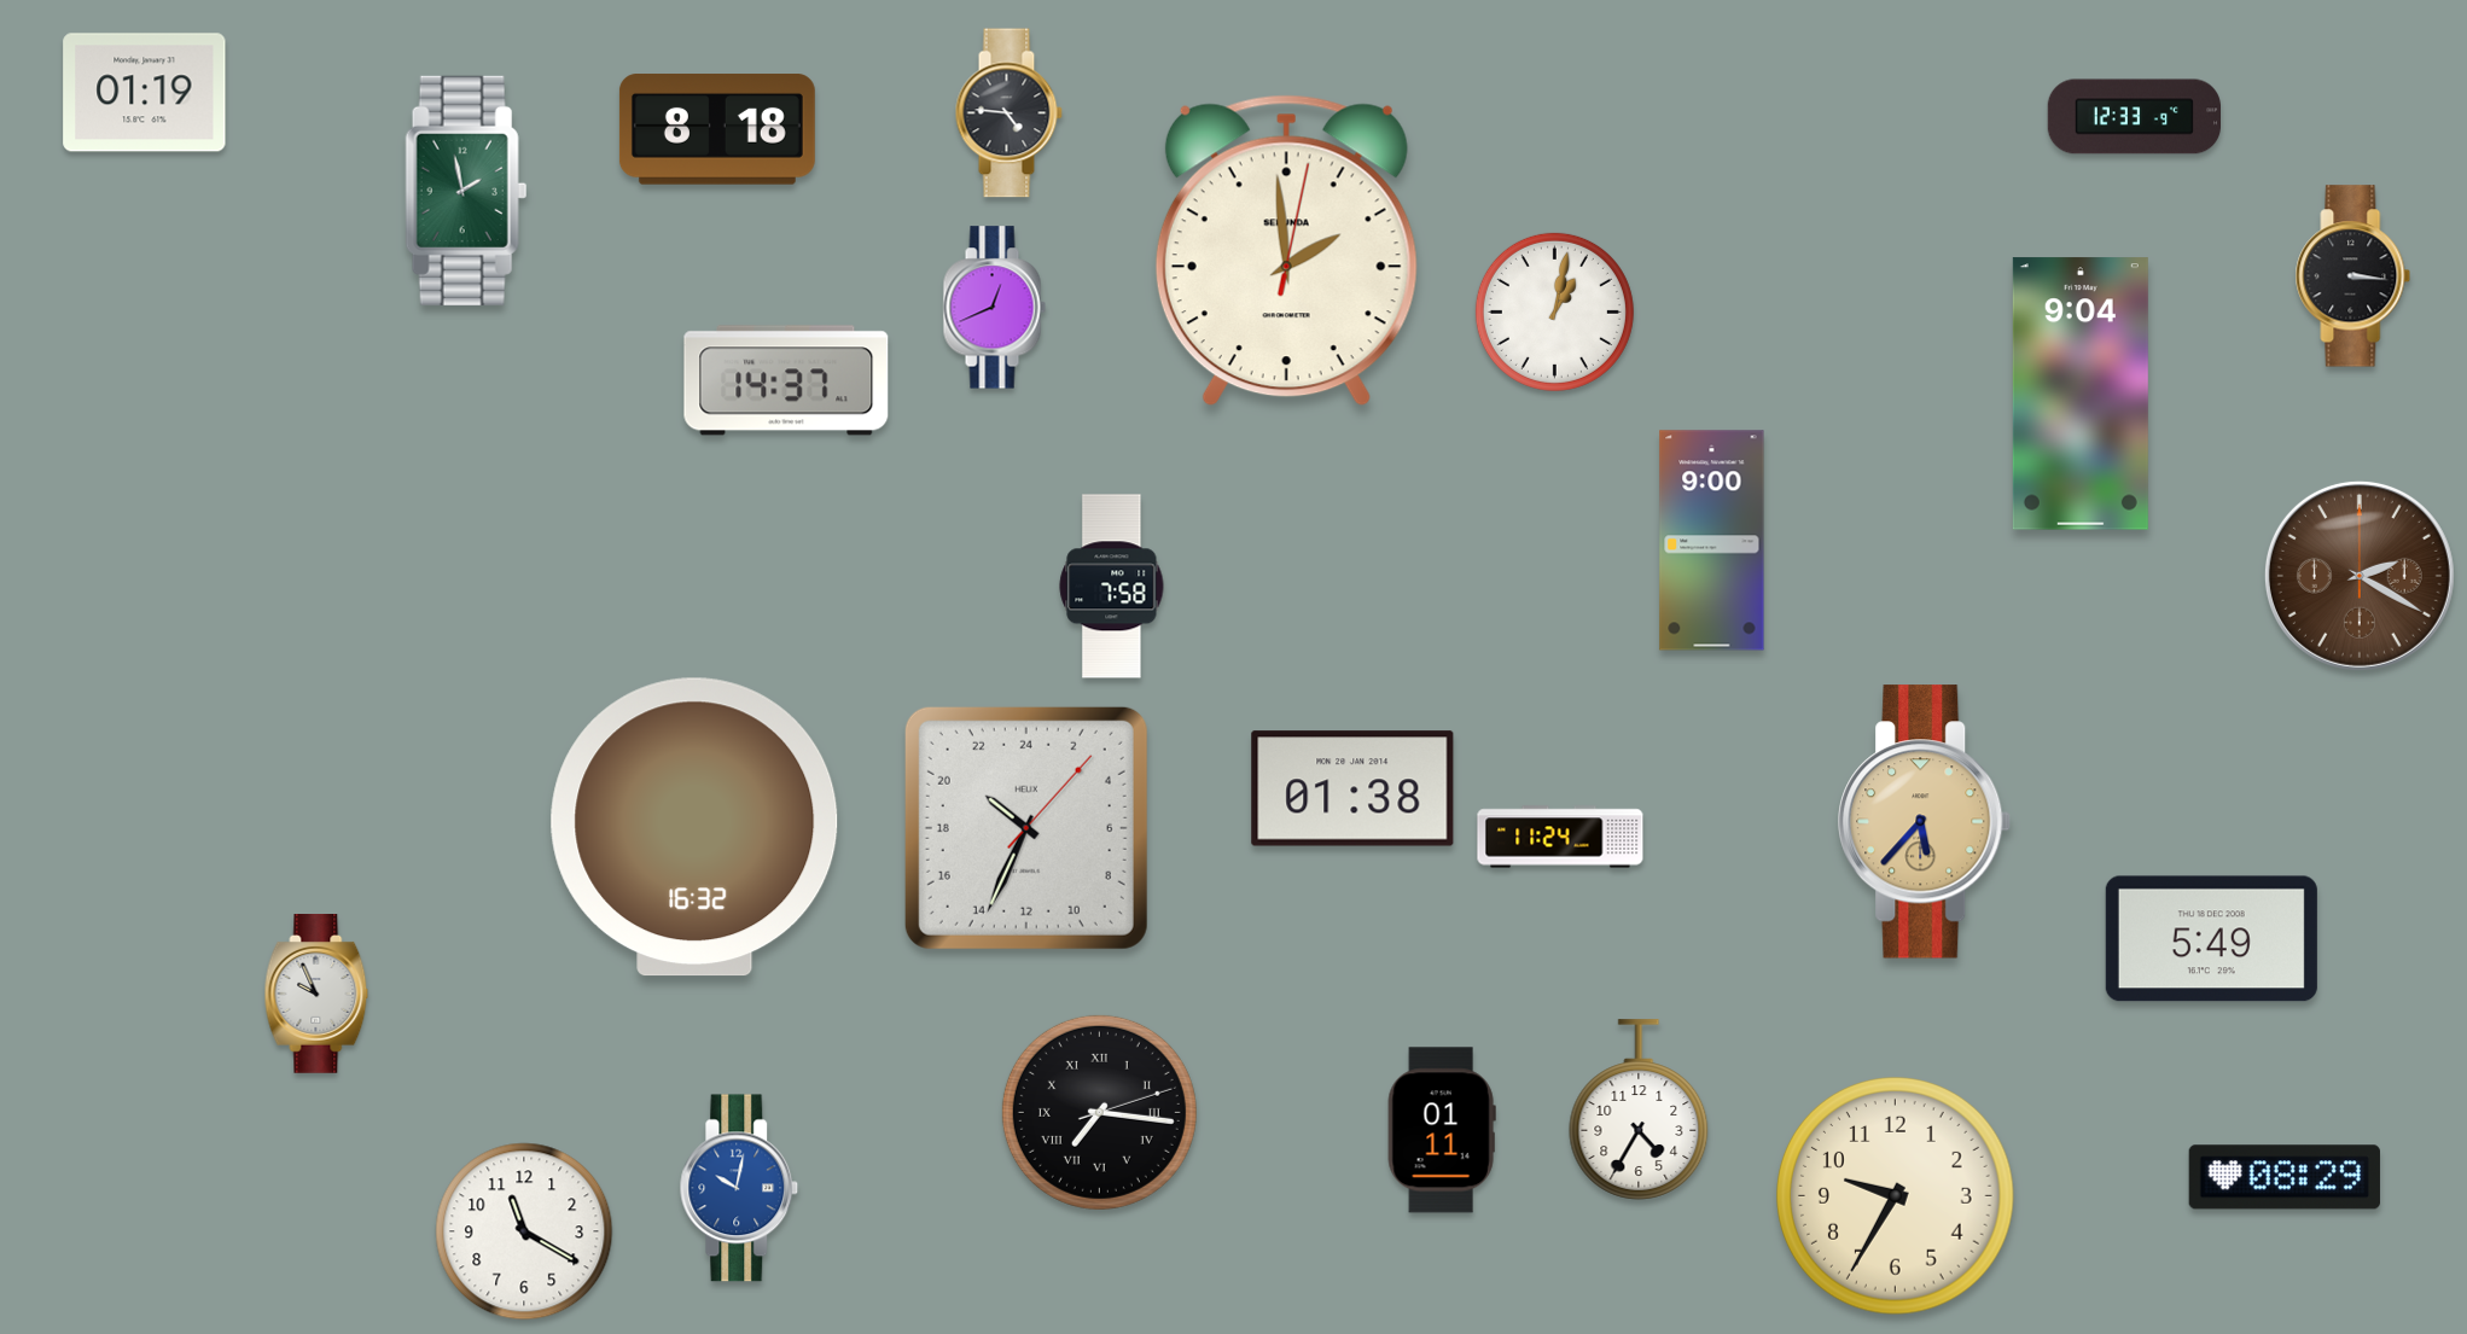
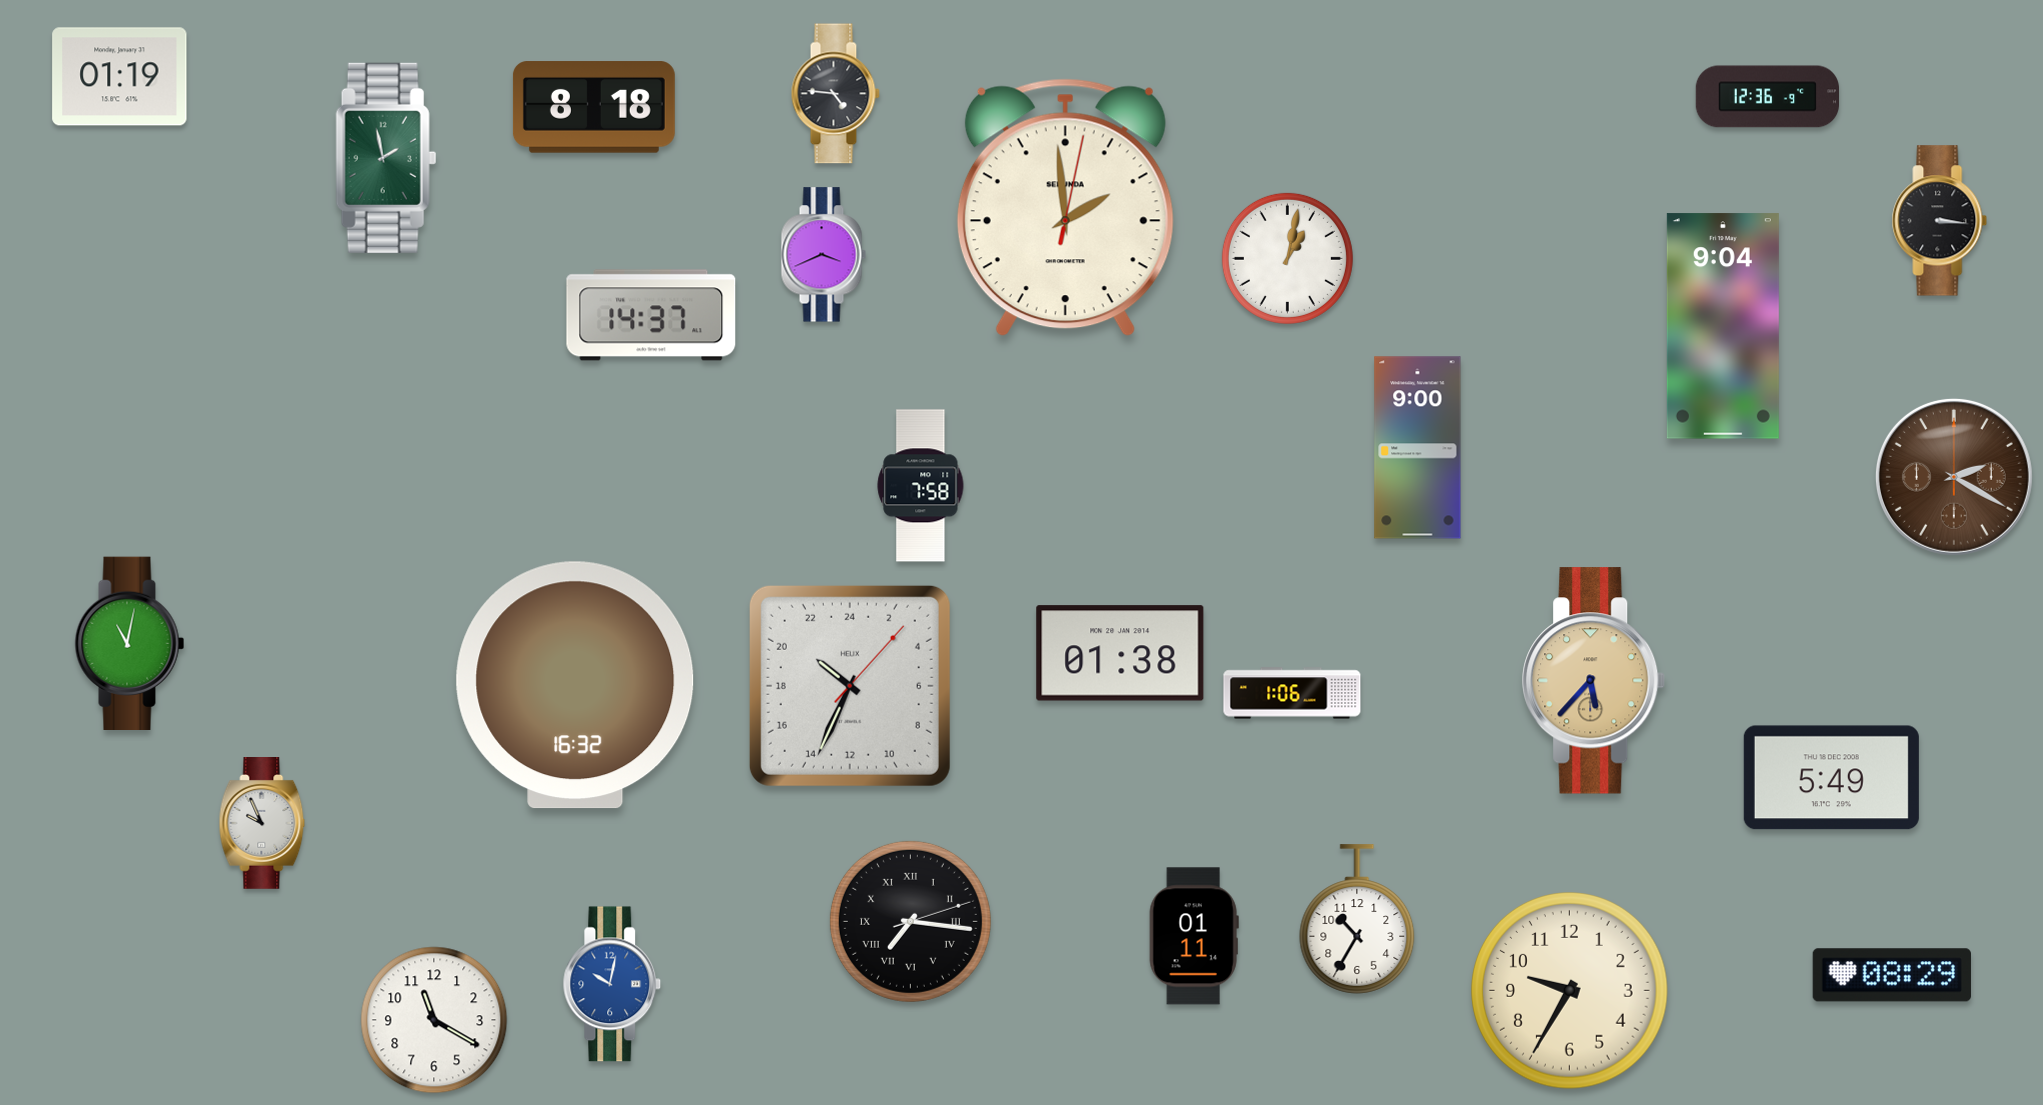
clock at (2134, 117): 12:33 -> 12:36
clock at (2353, 276) position: (2353, 276) -> (1940, 221)
clock at (994, 308): 12:41 -> 3:41
clock at (130, 643): none -> 11:02
clock at (1560, 837): 11:24 -> 1:06
clock at (1639, 1109): 4:35 -> 10:35
